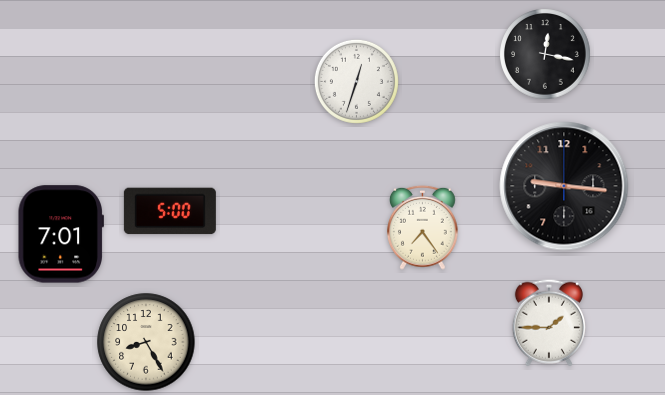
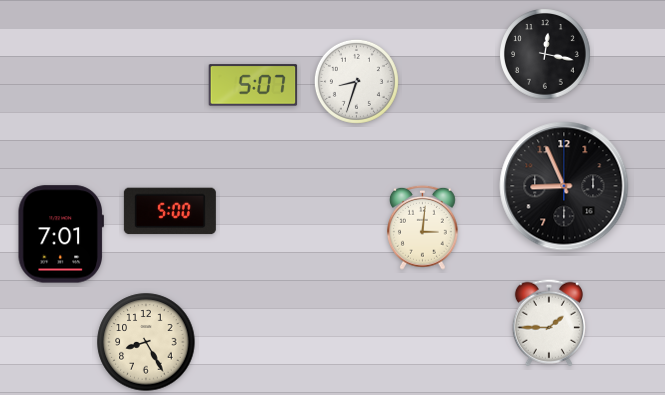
clock at (356, 81): 12:33 -> 8:33
clock at (253, 85): none -> 5:07
clock at (564, 186): 9:16 -> 8:56
clock at (423, 227): 7:24 -> 3:01
